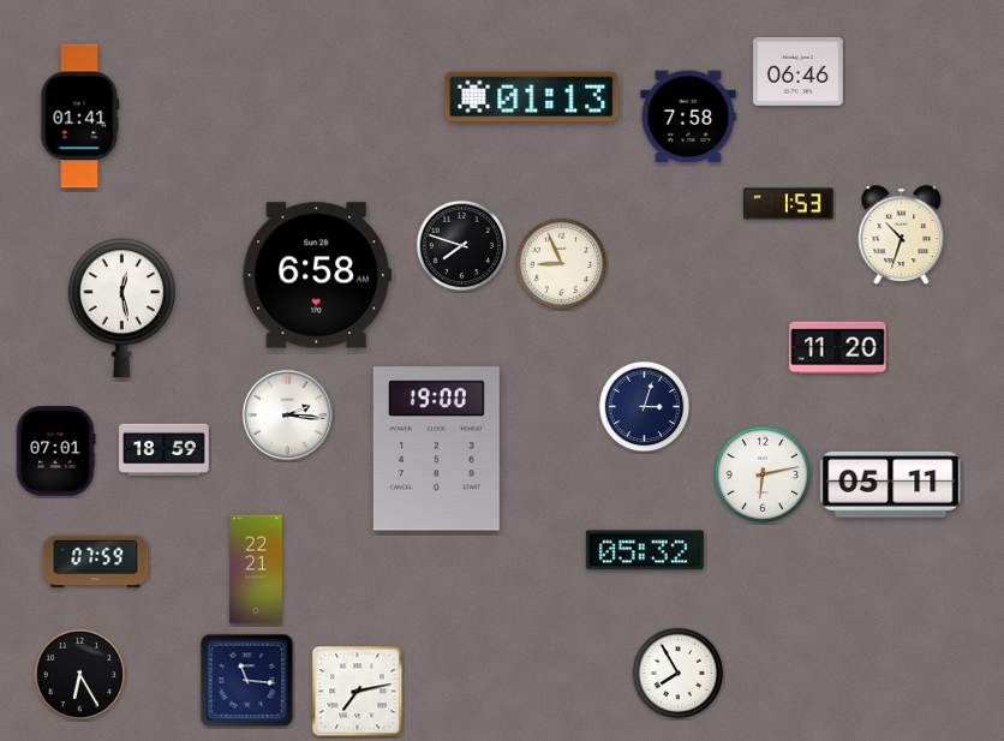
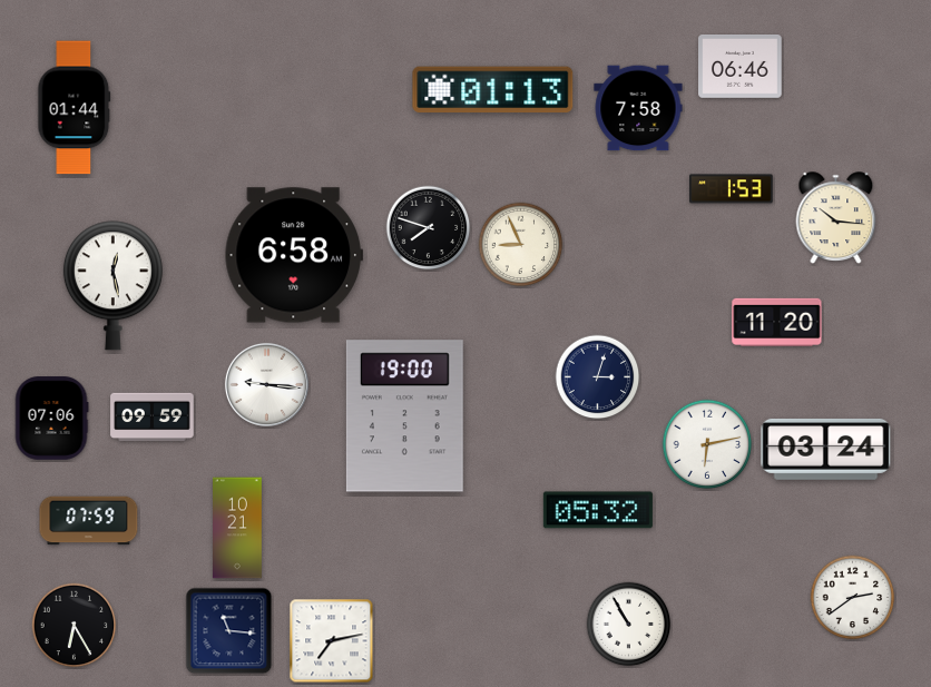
clock at (80, 116): 01:41 -> 01:44
clock at (902, 235): 10:33 -> 10:16
clock at (287, 414): 2:16 -> 9:16
clock at (165, 450): 18:59 -> 09:59
clock at (55, 452): 07:01 -> 07:06
clock at (763, 474) position: (763, 474) -> (707, 444)
clock at (891, 484): 05:11 -> 03:24
clock at (257, 569): 22:21 -> 10:21
clock at (853, 598): none -> 2:39
clock at (679, 674): 7:55 -> 10:55
